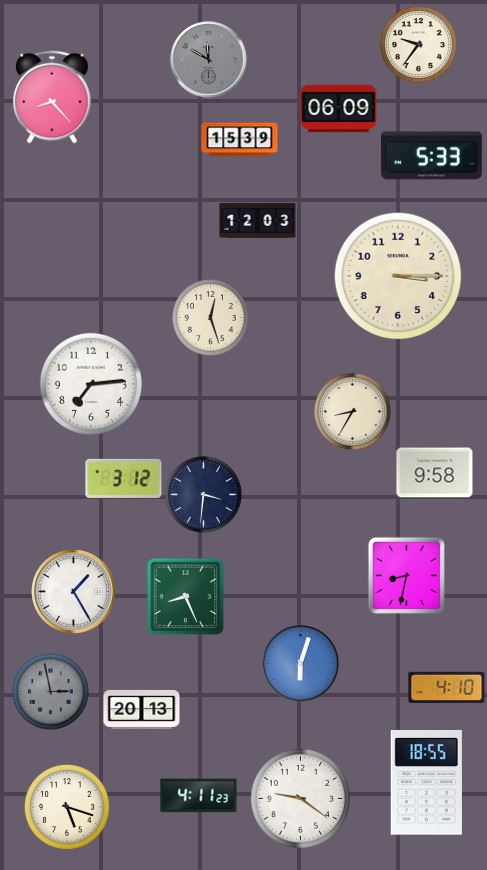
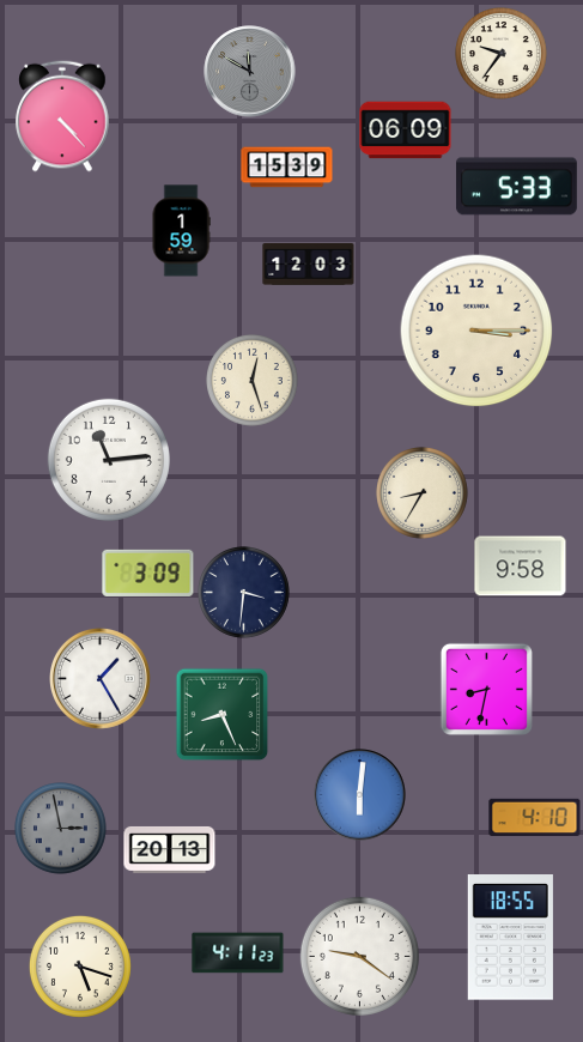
clock at (52, 97): 8:23 -> 4:23
clock at (181, 231): none -> 1:59
clock at (91, 384): 7:14 -> 11:14
clock at (124, 478): 3:12 -> 3:09
clock at (74, 592) position: (74, 592) -> (101, 679)
clock at (301, 664): 6:03 -> 6:01
clock at (447, 688) position: (447, 688) -> (535, 818)
